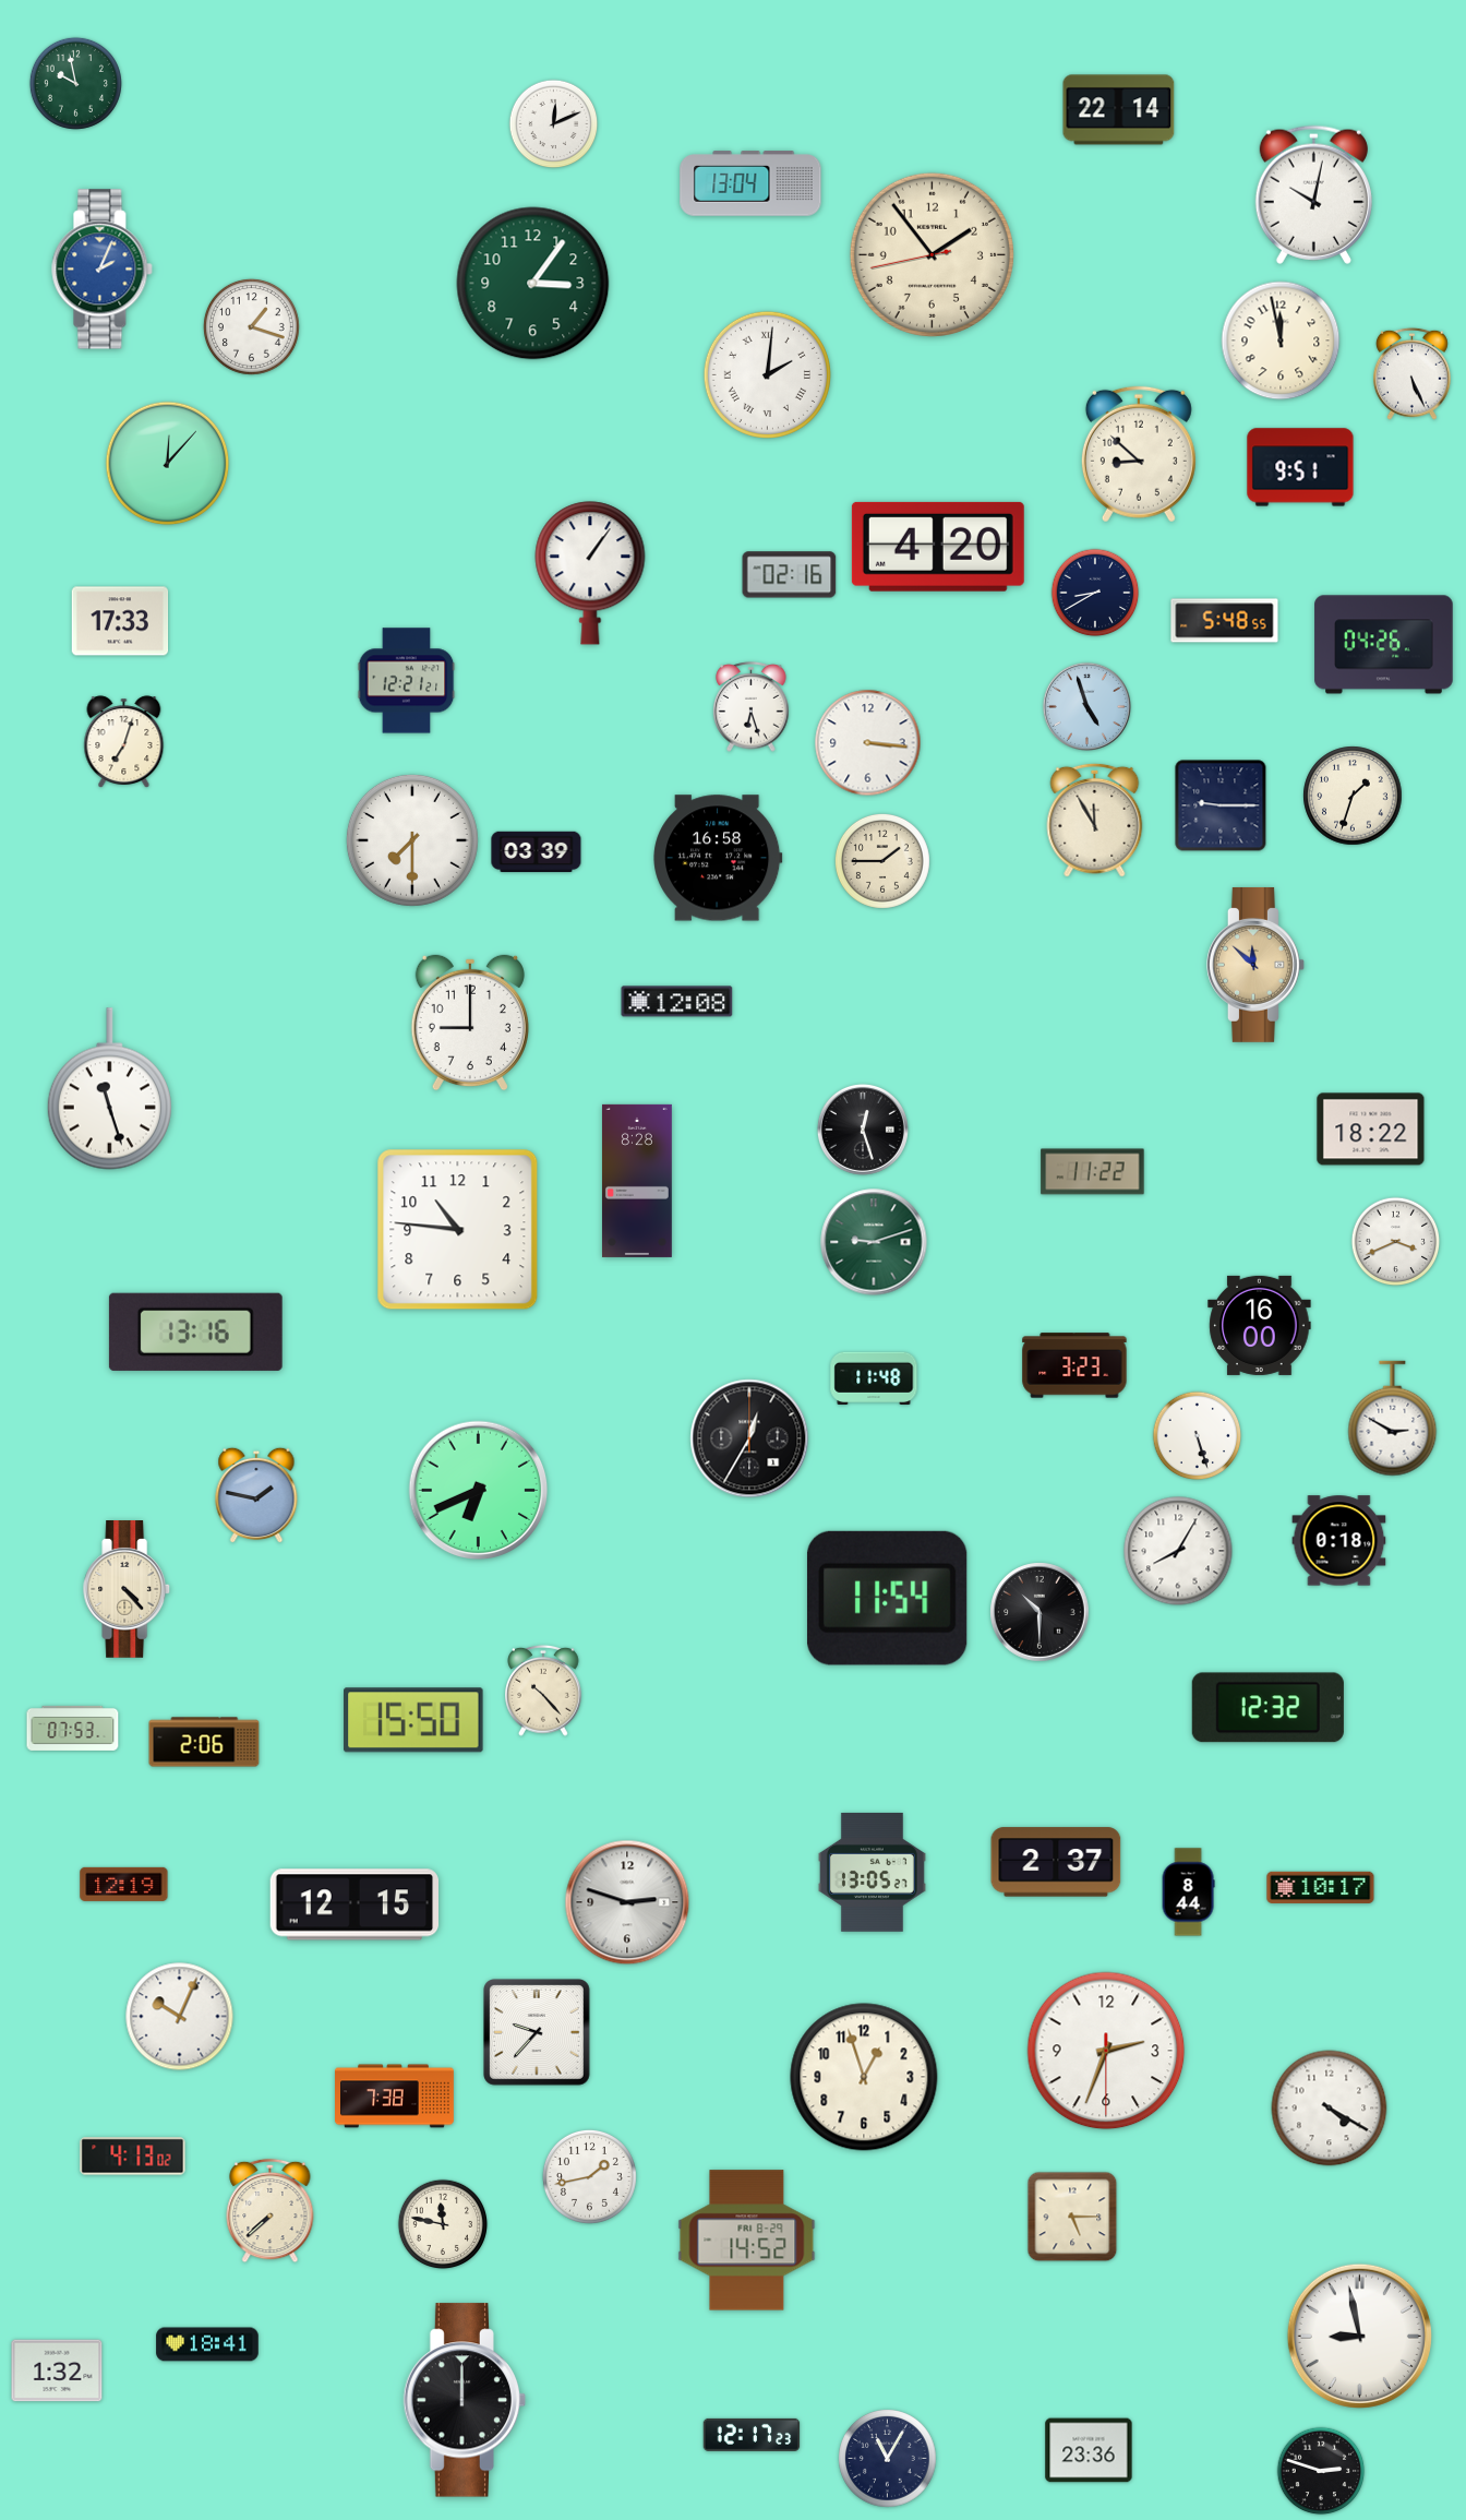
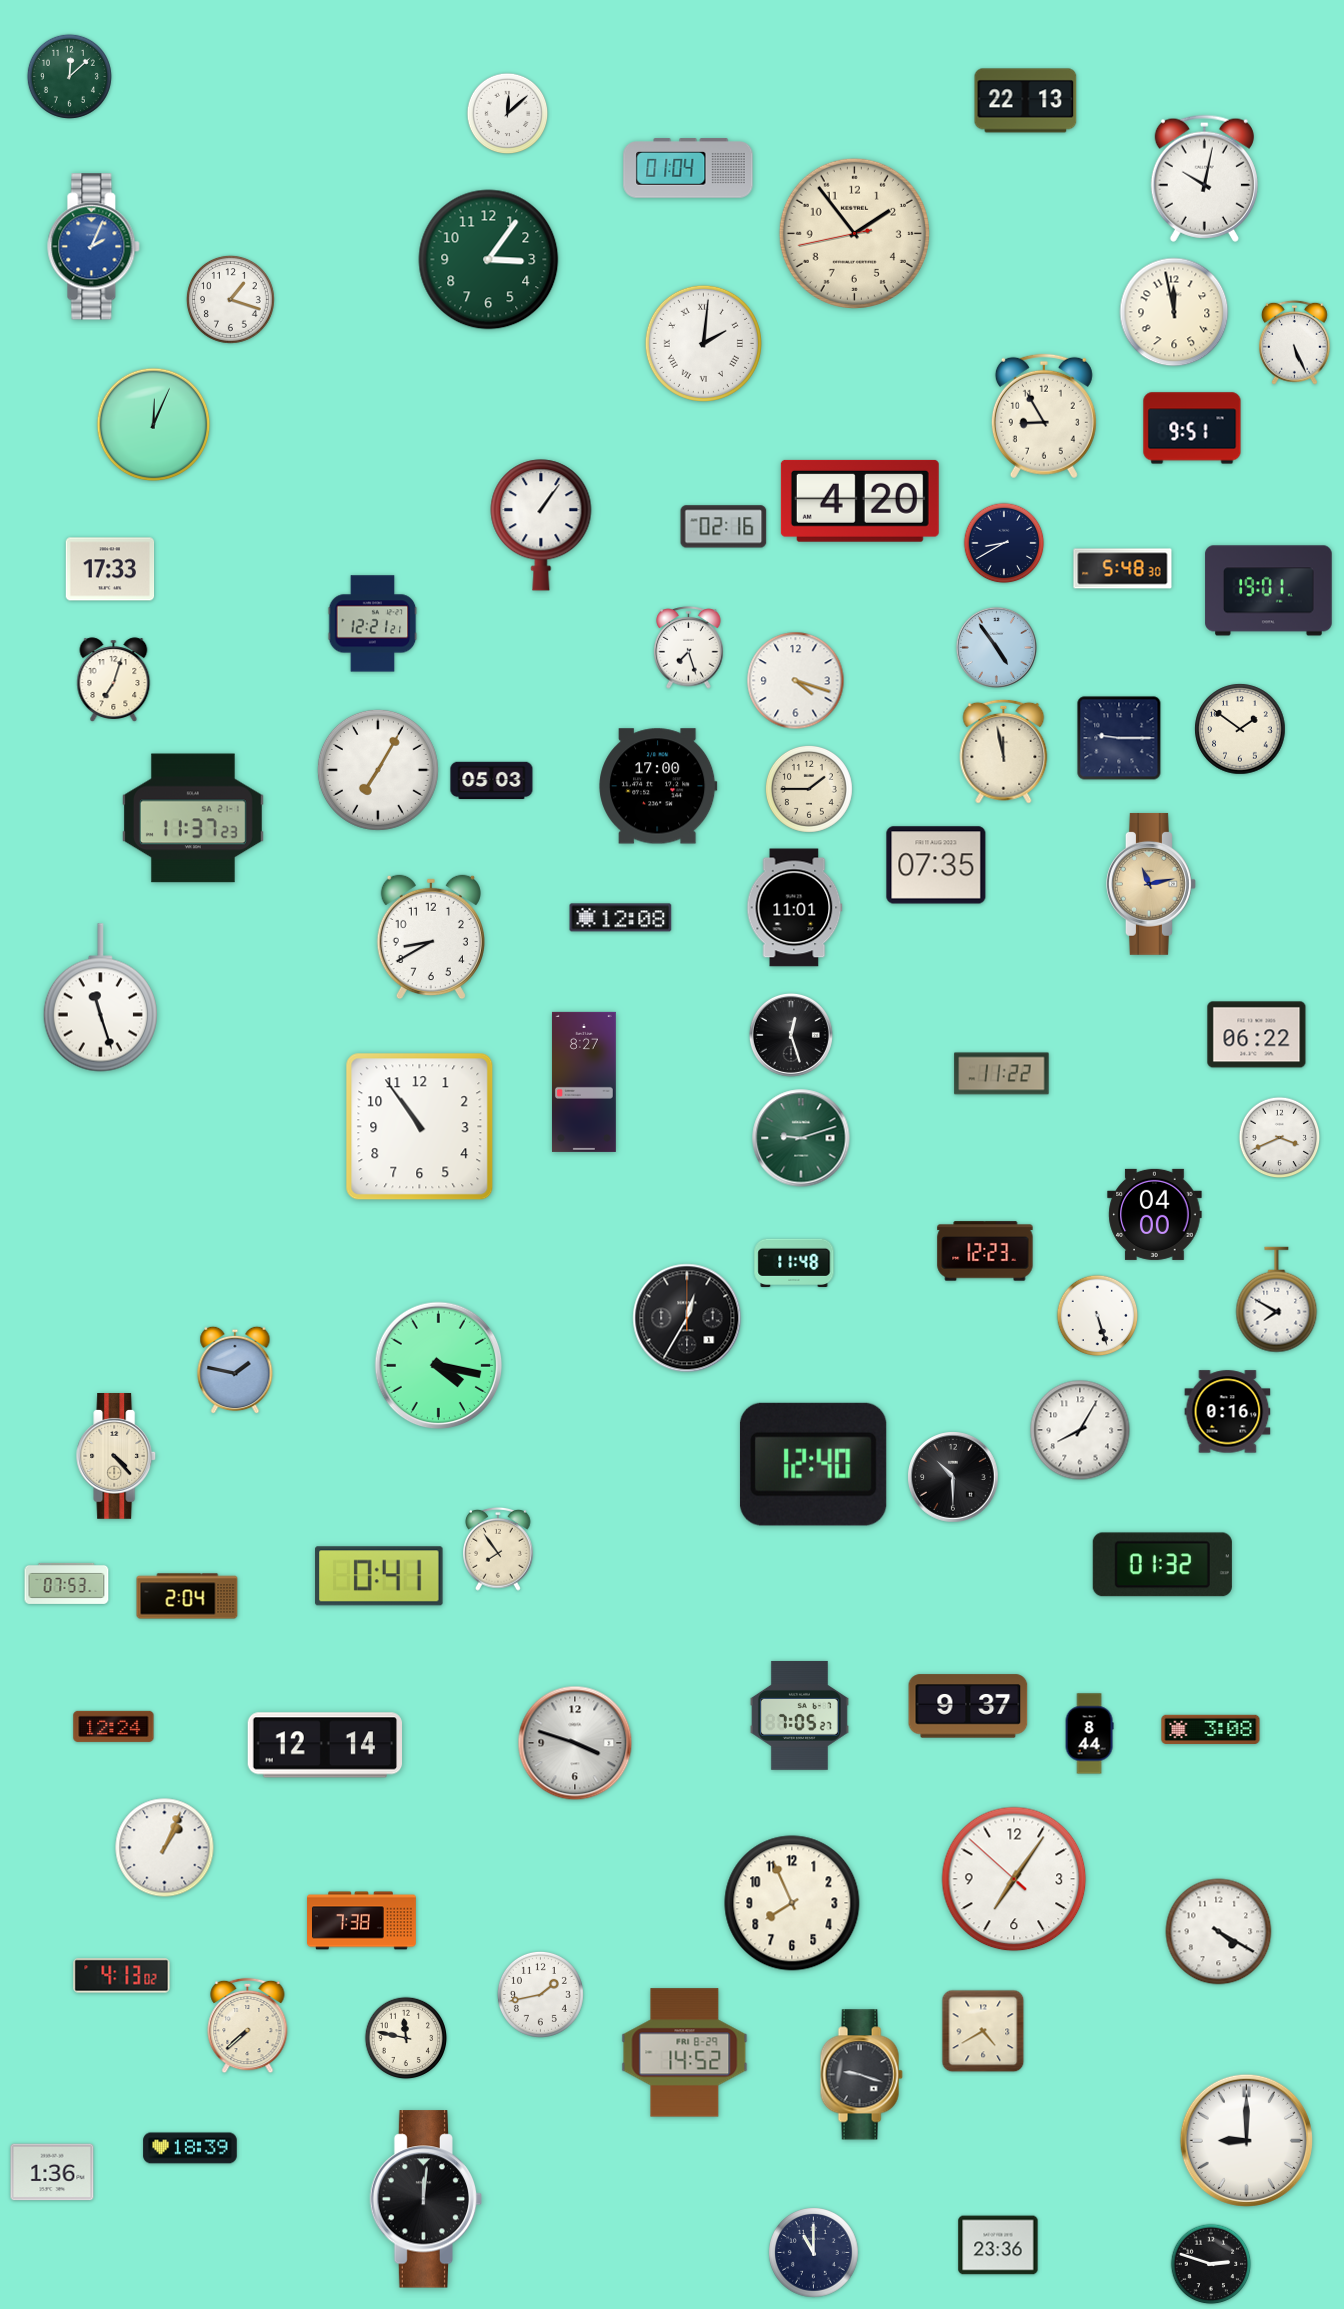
clock at (75, 83): 9:58 -> 12:08
clock at (1119, 110): 22:14 -> 22:13
clock at (554, 124): 12:11 -> 12:08
clock at (750, 183): 13:04 -> 01:04
clock at (1139, 454): 8:52 -> 8:55
clock at (168, 464): 12:07 -> 12:04
clock at (1225, 621): 5:48:55 -> 5:48:30
clock at (1384, 645): 04:26 -> 19:01
clock at (1086, 706): 4:57 -> 4:54
clock at (752, 707): 6:27 -> 7:27
clock at (868, 743): 3:16 -> 4:18
clock at (1353, 796): 1:33 -> 1:51
clock at (1095, 820): 11:55 -> 11:58
clock at (412, 840): 7:30 -> 7:05
clock at (537, 852): 03:39 -> 05:03
clock at (718, 858): 16:58 -> 17:00
clock at (193, 818): none -> 11:37
clock at (936, 865): none -> 07:35
clock at (1255, 965): 11:52 -> 11:13
clock at (795, 908): none -> 11:01
clock at (470, 1023): 9:00 -> 8:40
clock at (1371, 1130): 18:22 -> 06:22
clock at (637, 1181): 8:28 -> 8:27
clock at (458, 1230): 10:46 -> 10:54
clock at (1260, 1325): 16:00 -> 04:00
clock at (195, 1331): 13:16 -> none
clock at (1074, 1365): 3:23 -> 12:23
clock at (874, 1378) position: (874, 1378) -> (794, 1263)
clock at (1393, 1419): 2:50 -> 7:50
clock at (479, 1491): 6:41 -> 4:17
clock at (1339, 1541): 0:18 -> 0:16
clock at (1178, 1551) position: (1178, 1551) -> (1080, 1430)
clock at (887, 1598): 11:54 -> 12:40
clock at (543, 1691): 10:23 -> 7:54
clock at (1267, 1708): 12:32 -> 01:32
clock at (413, 1720): 15:50 -> 0:41
clock at (204, 1742): 2:06 -> 2:04
clock at (1056, 1862): 2:37 -> 9:37
clock at (872, 1873): 13:05 -> 7:05
clock at (124, 1884): 12:19 -> 12:24
clock at (1321, 1887): 10:17 -> 3:08
clock at (627, 1902): 2:48 -> 3:48
clock at (355, 1904): 12:15 -> 12:14
clock at (180, 2017): 10:04 -> 1:04
clock at (538, 2033): 9:37 -> none
clock at (1106, 2051): 2:33 -> 7:05
clock at (864, 2077): 12:57 -> 7:56
clock at (1072, 2217): 5:15 -> 4:40
clock at (861, 2075): none -> 9:18
clock at (1359, 2336): 8:58 -> 9:00
clock at (207, 2344): 18:41 -> 18:39
clock at (57, 2370): 1:32 -> 1:36
clock at (465, 2400): 12:00 -> 12:01
clock at (752, 2435): 12:17 -> none
clock at (888, 2459): 11:05 -> 11:00
